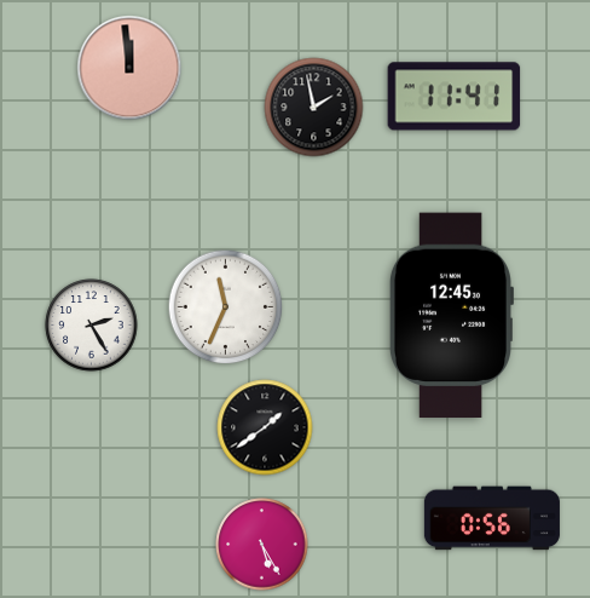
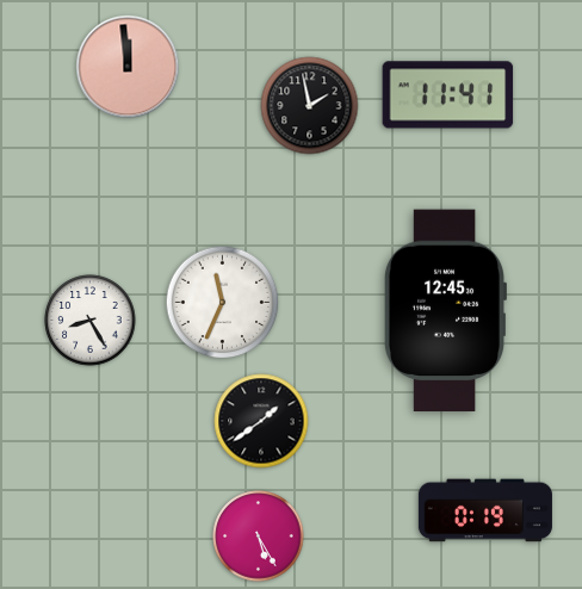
clock at (92, 326): 2:25 -> 8:25
clock at (492, 518): 0:56 -> 0:19
